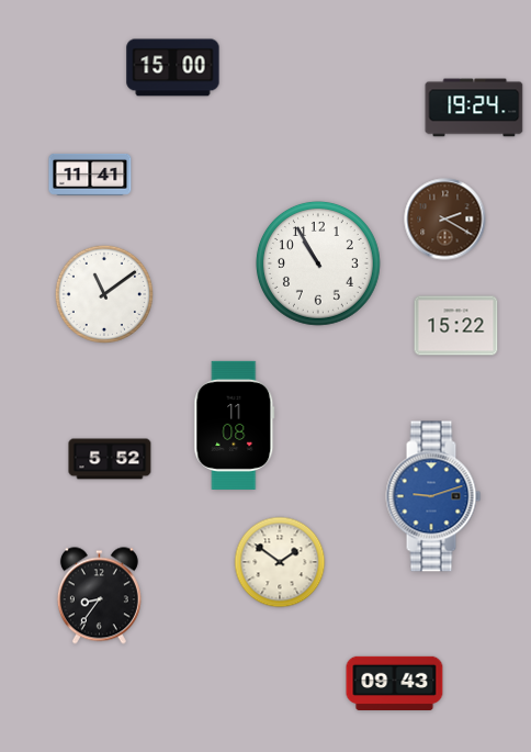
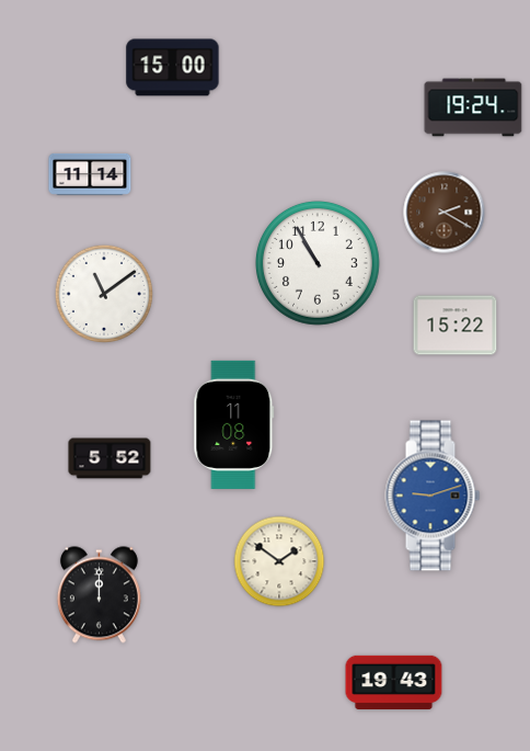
clock at (90, 175): 11:41 -> 11:14
clock at (445, 220) position: (445, 220) -> (445, 213)
clock at (99, 596): 8:36 -> 12:00
clock at (395, 684): 09:43 -> 19:43
